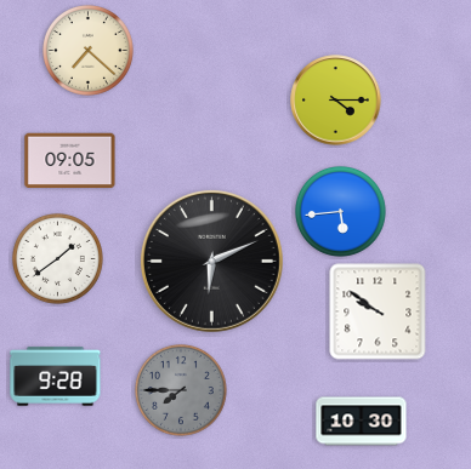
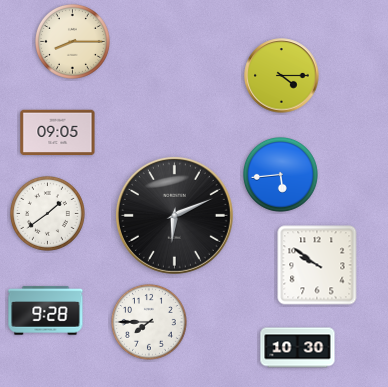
clock at (89, 51): 7:22 -> 8:15
clock at (336, 101) position: (336, 101) -> (282, 76)
clock at (378, 311) position: (378, 311) -> (317, 265)
clock at (182, 391) dial: grey -> white
